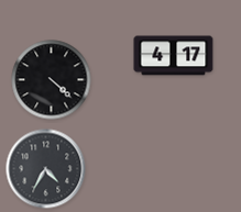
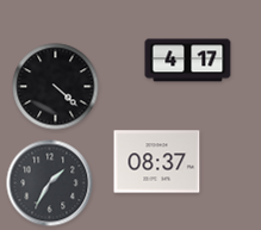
clock at (157, 162): none -> 08:37
clock at (46, 169): 4:35 -> 1:35
